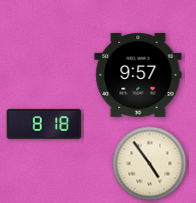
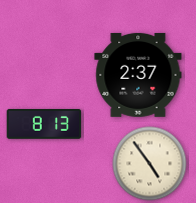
clock at (138, 75): 9:57 -> 2:37
clock at (44, 124): 8:18 -> 8:13
